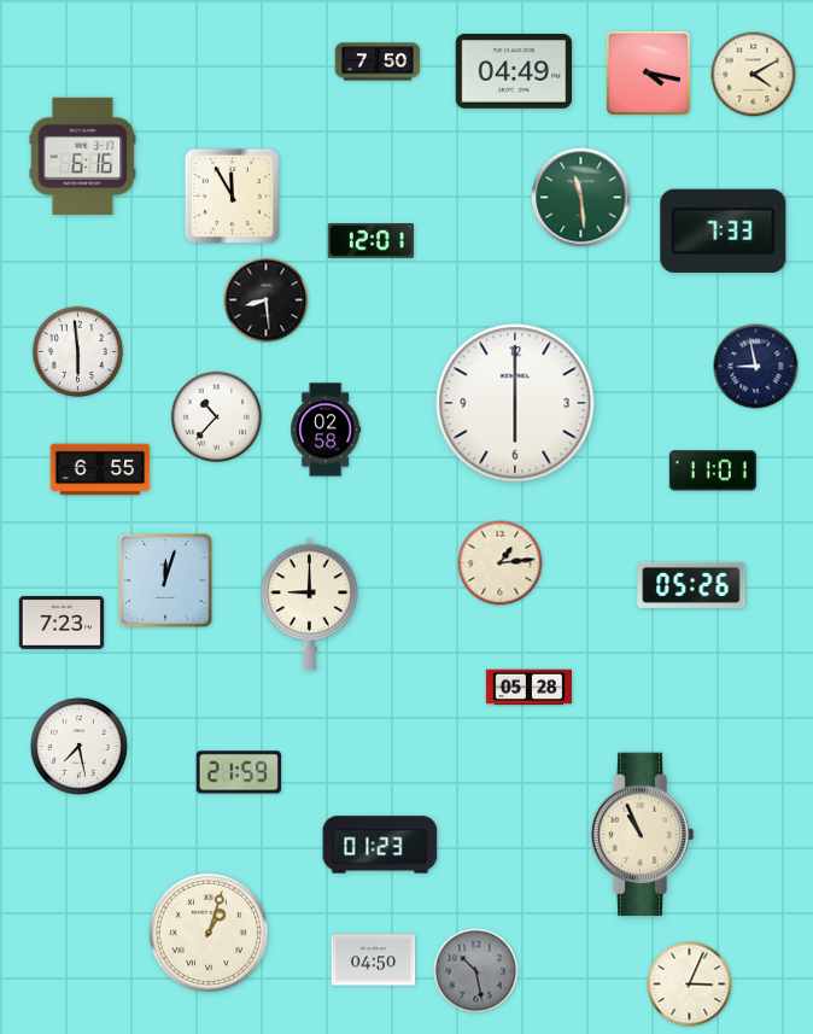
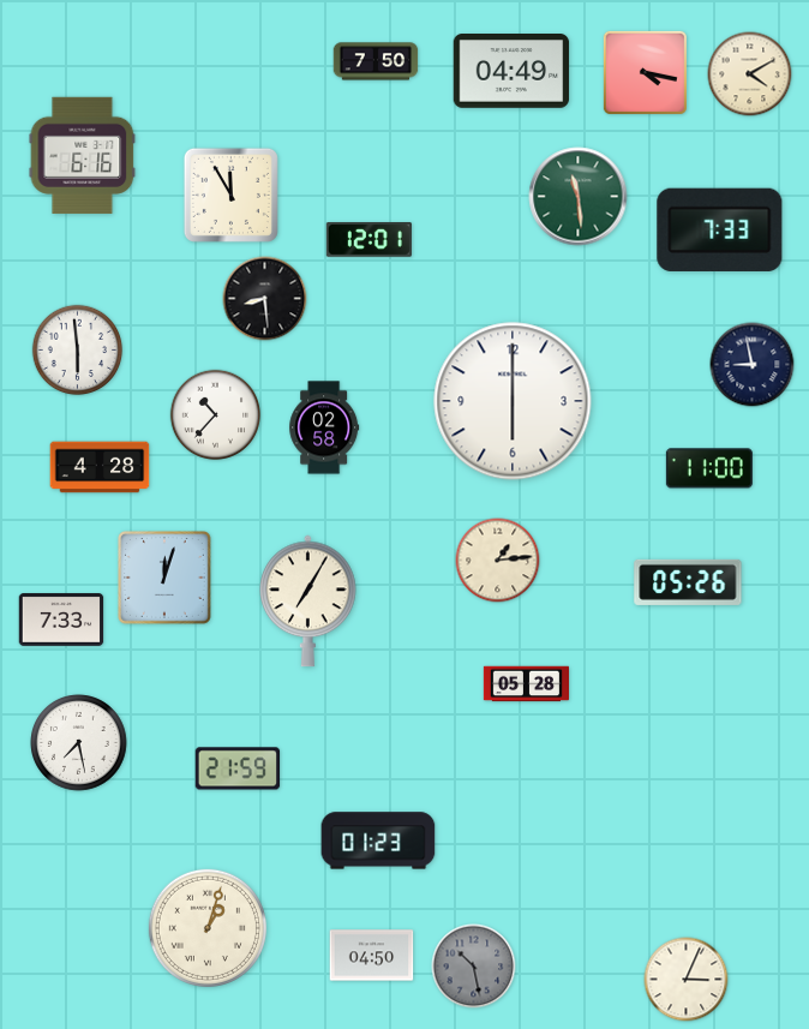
clock at (100, 469): 6:55 -> 4:28
clock at (713, 471): 11:01 -> 11:00
clock at (310, 604): 9:00 -> 7:05
clock at (62, 624): 7:23 -> 7:33
clock at (642, 835): 10:56 -> none
